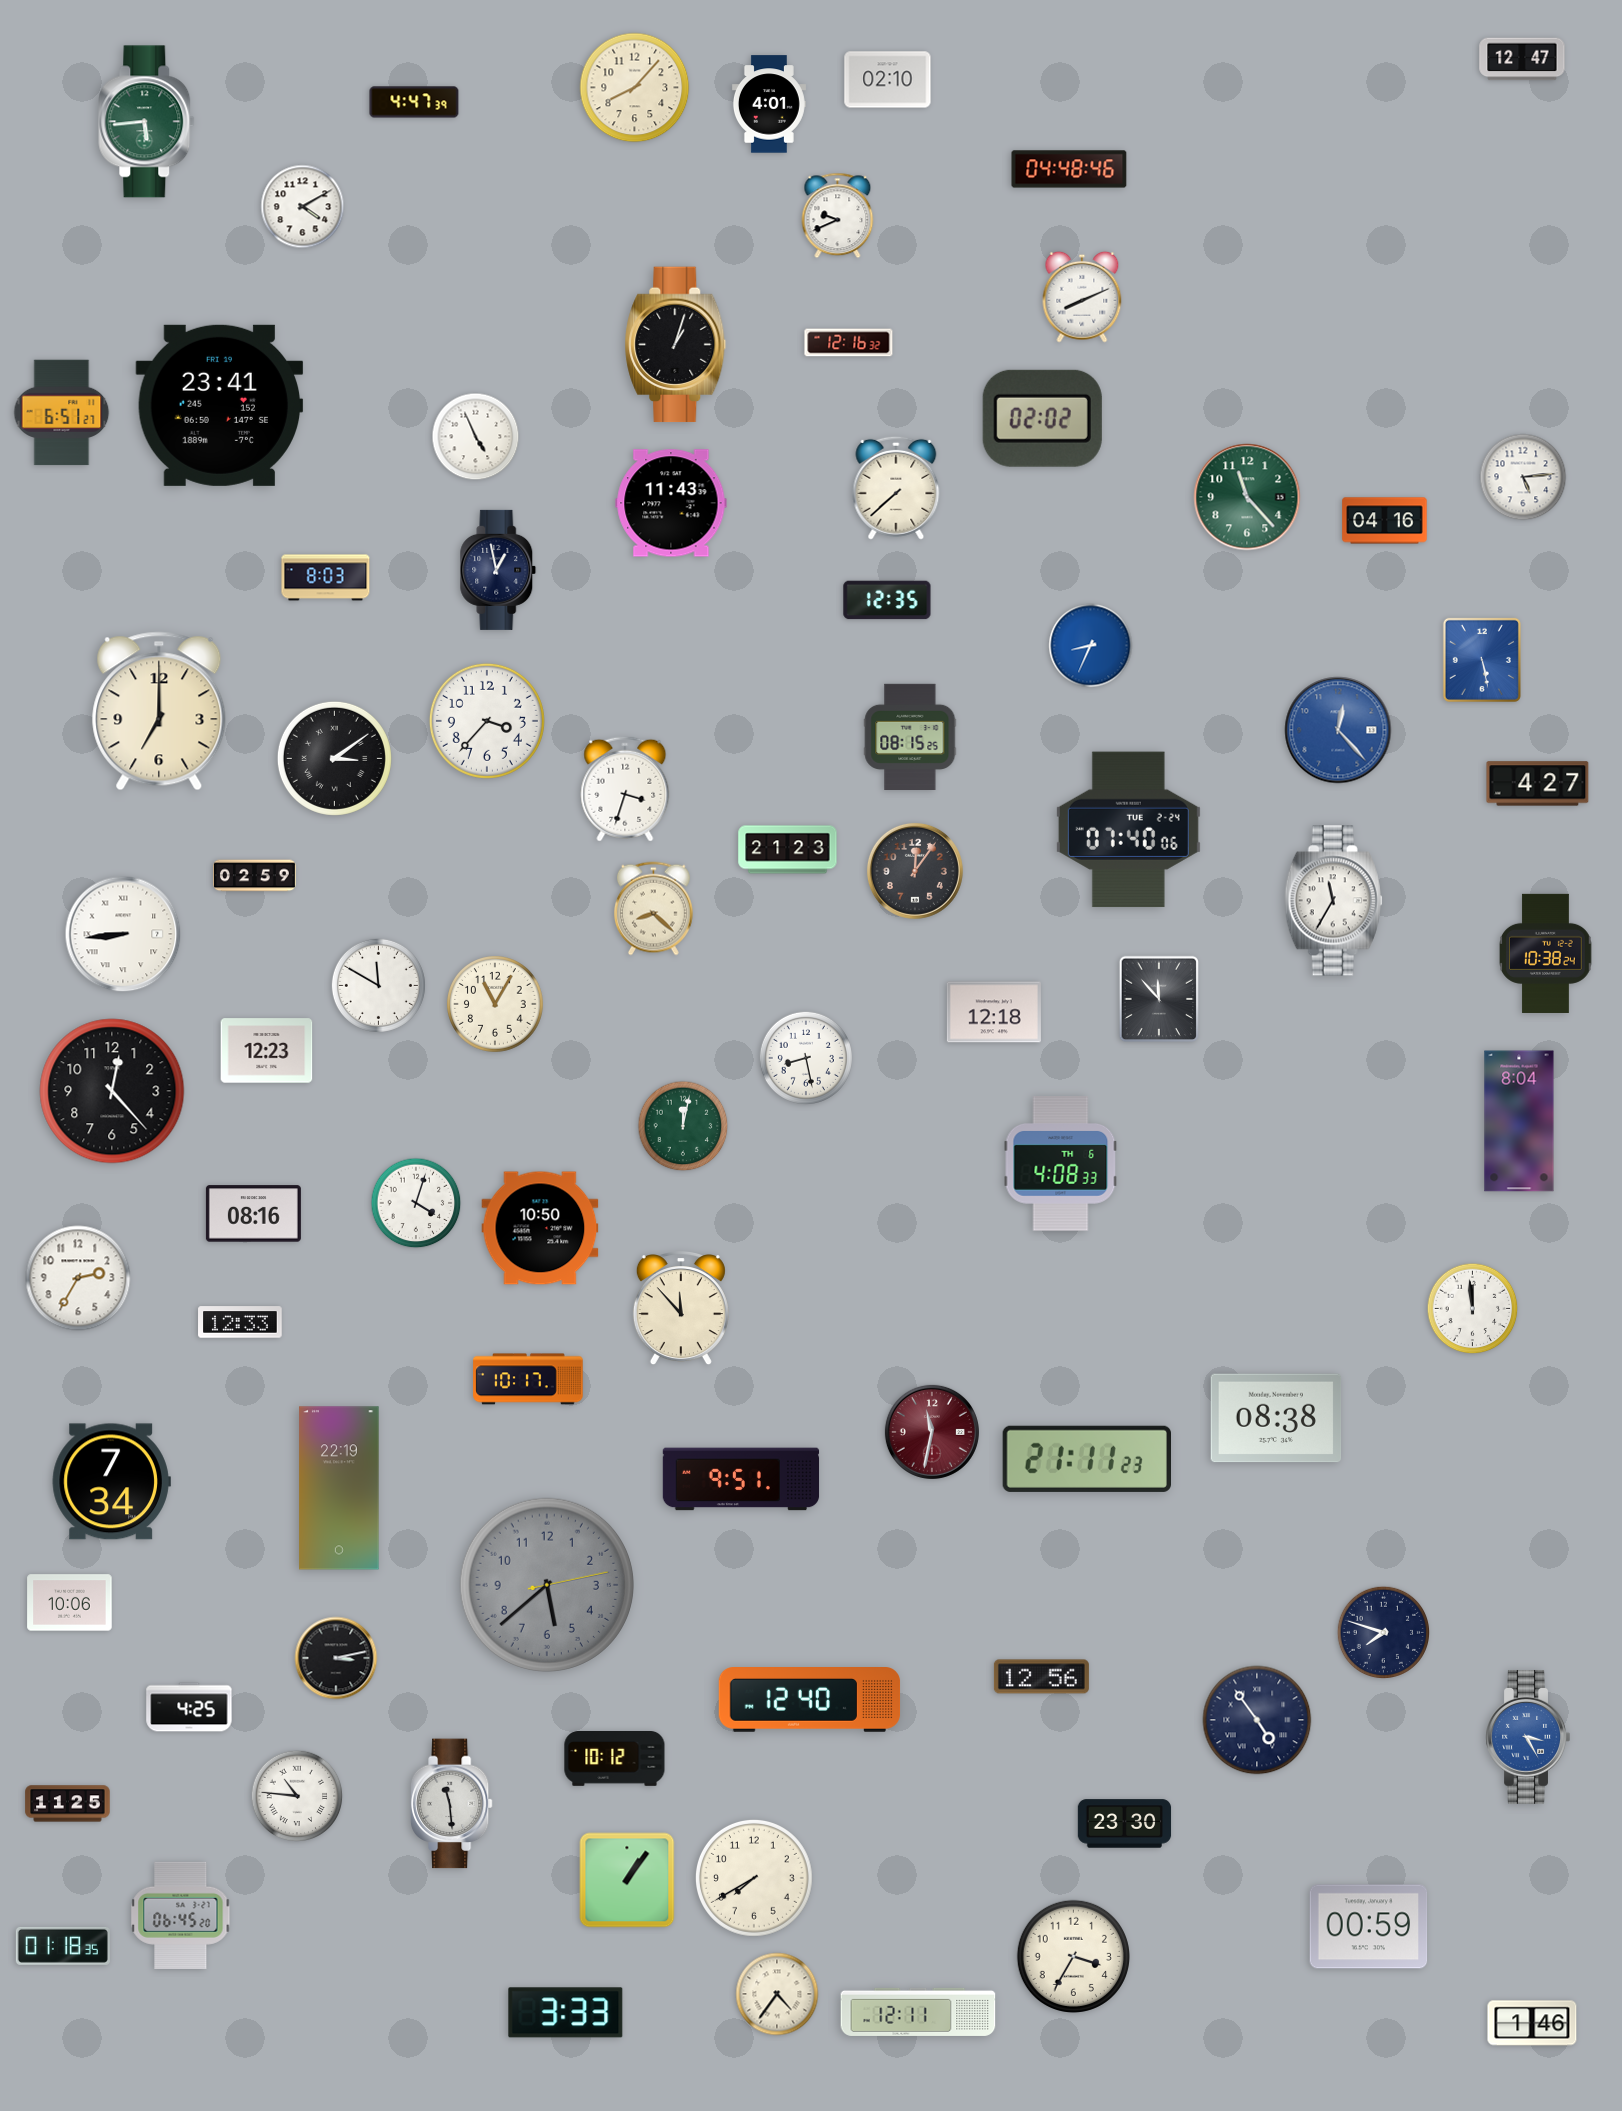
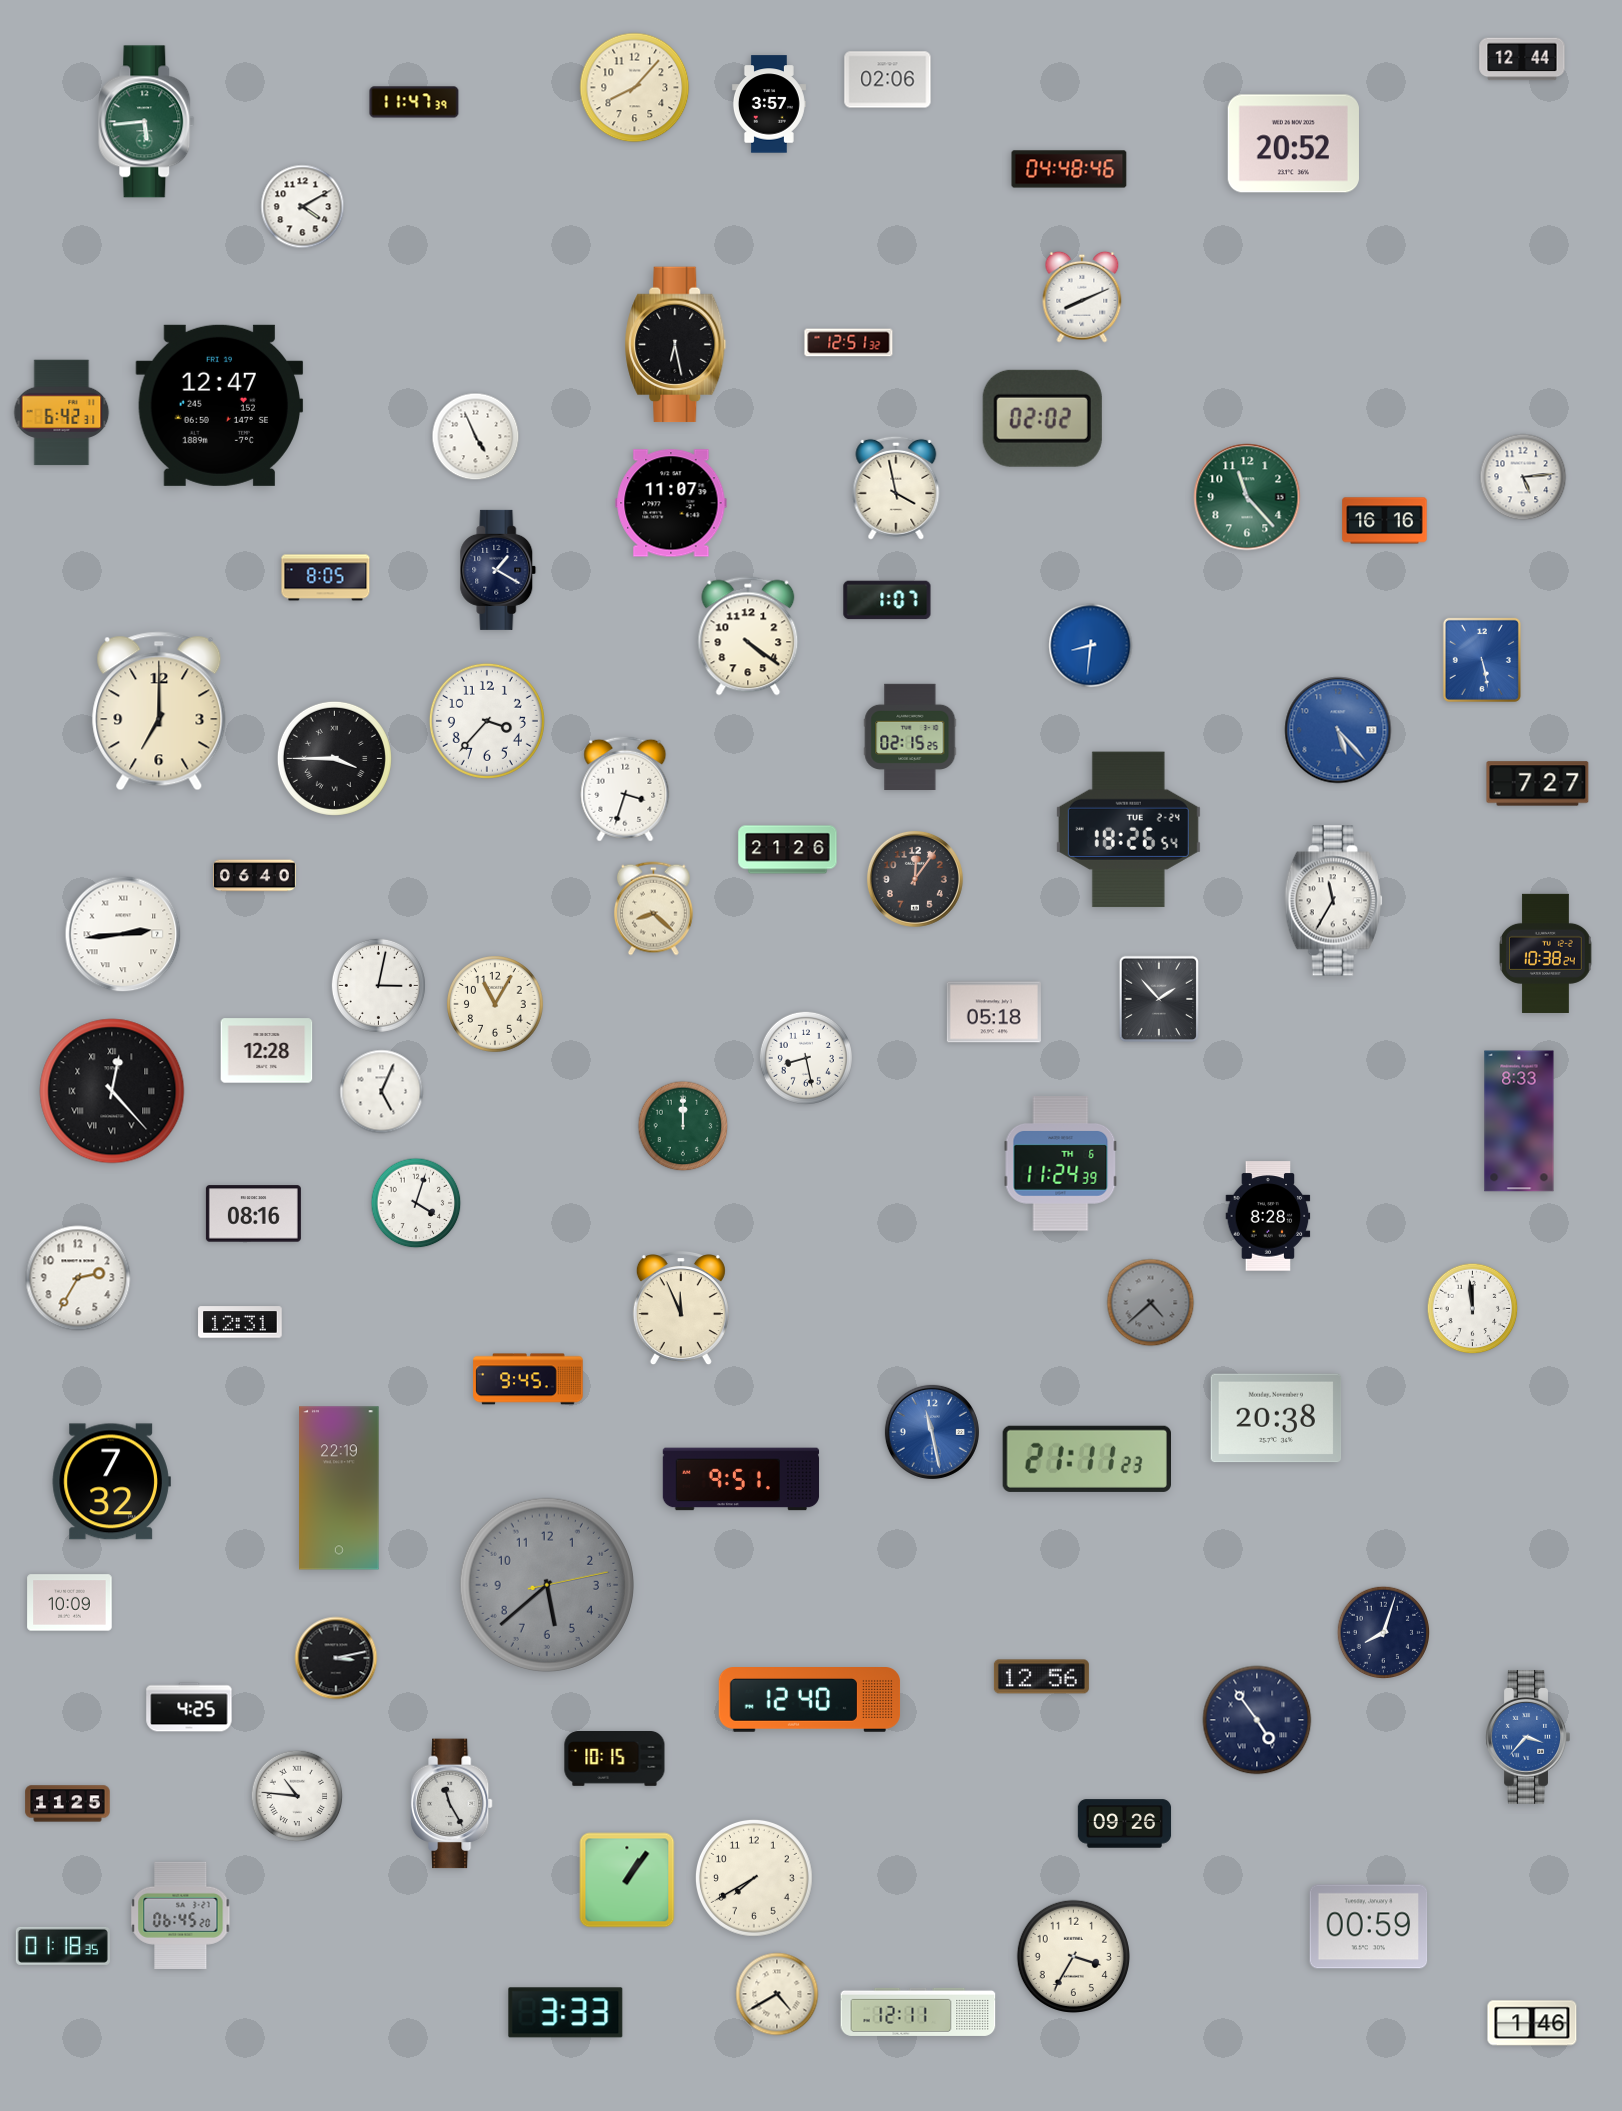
clock at (1522, 59): 12:47 -> 12:44
clock at (888, 80): 02:10 -> 02:06
clock at (414, 102): 4:47 -> 11:47
clock at (769, 104): 4:01 -> 3:57
clock at (1293, 144): none -> 20:52
clock at (838, 216): 9:41 -> none
clock at (849, 343): 12:16 -> 12:51
clock at (676, 345): 1:03 -> 6:28
clock at (220, 405): 23:41 -> 12:47
clock at (62, 413): 6:51 -> 6:42
clock at (896, 488): 7:38 -> 3:58
clock at (671, 503): 11:43 -> 11:07
clock at (1385, 521): 04:16 -> 16:16
clock at (498, 570): 12:58 -> 1:20
clock at (326, 578): 8:03 -> 8:05
clock at (887, 600): 12:35 -> 1:07
clock at (748, 636): none -> 4:21
clock at (1091, 646): 8:34 -> 8:31
clock at (1338, 730): 12:23 -> 5:23
clock at (910, 736): 08:15 -> 02:15
clock at (334, 758): 3:09 -> 3:45
clock at (1538, 784): 4:27 -> 7:27
clock at (1128, 830): 07:40 -> 18:26
clock at (788, 850): 21:23 -> 21:26
clock at (915, 871) position: (915, 871) -> (915, 879)
clock at (255, 876): 02:59 -> 06:40
clock at (123, 934): 8:44 -> 2:44
clock at (378, 985): 11:50 -> 3:02
clock at (1158, 999): 11:53 -> 1:53
clock at (994, 1012): 12:18 -> 05:18
clock at (267, 1051): 12:23 -> 12:28
clock at (112, 1091) numerals: Arabic -> Roman
clock at (382, 1092): none -> 5:04
clock at (1519, 1121): 8:04 -> 8:33
clock at (683, 1126): 12:02 -> 12:00
clock at (1061, 1164): 4:08 -> 11:24
clock at (1268, 1216): none -> 8:28
clock at (540, 1228): 10:50 -> none
clock at (1151, 1303): none -> 4:38
clock at (681, 1309): 11:53 -> 11:56
clock at (240, 1322): 12:33 -> 12:31
clock at (528, 1379): 10:17 -> 9:45
clock at (1276, 1418): 08:38 -> 20:38
clock at (932, 1432): 11:32 -> 11:28
clock at (932, 1432) dial: burgundy -> blue
clock at (111, 1482): 7:34 -> 7:32
clock at (70, 1603): 10:06 -> 10:09
clock at (1383, 1632): 7:48 -> 8:03
clock at (1528, 1737): 3:25 -> 3:37
clock at (615, 1759): 10:12 -> 10:15
clock at (451, 1804): 11:29 -> 11:25
clock at (1125, 1824): 23:30 -> 09:26
clock at (777, 1994): 4:36 -> 4:40
